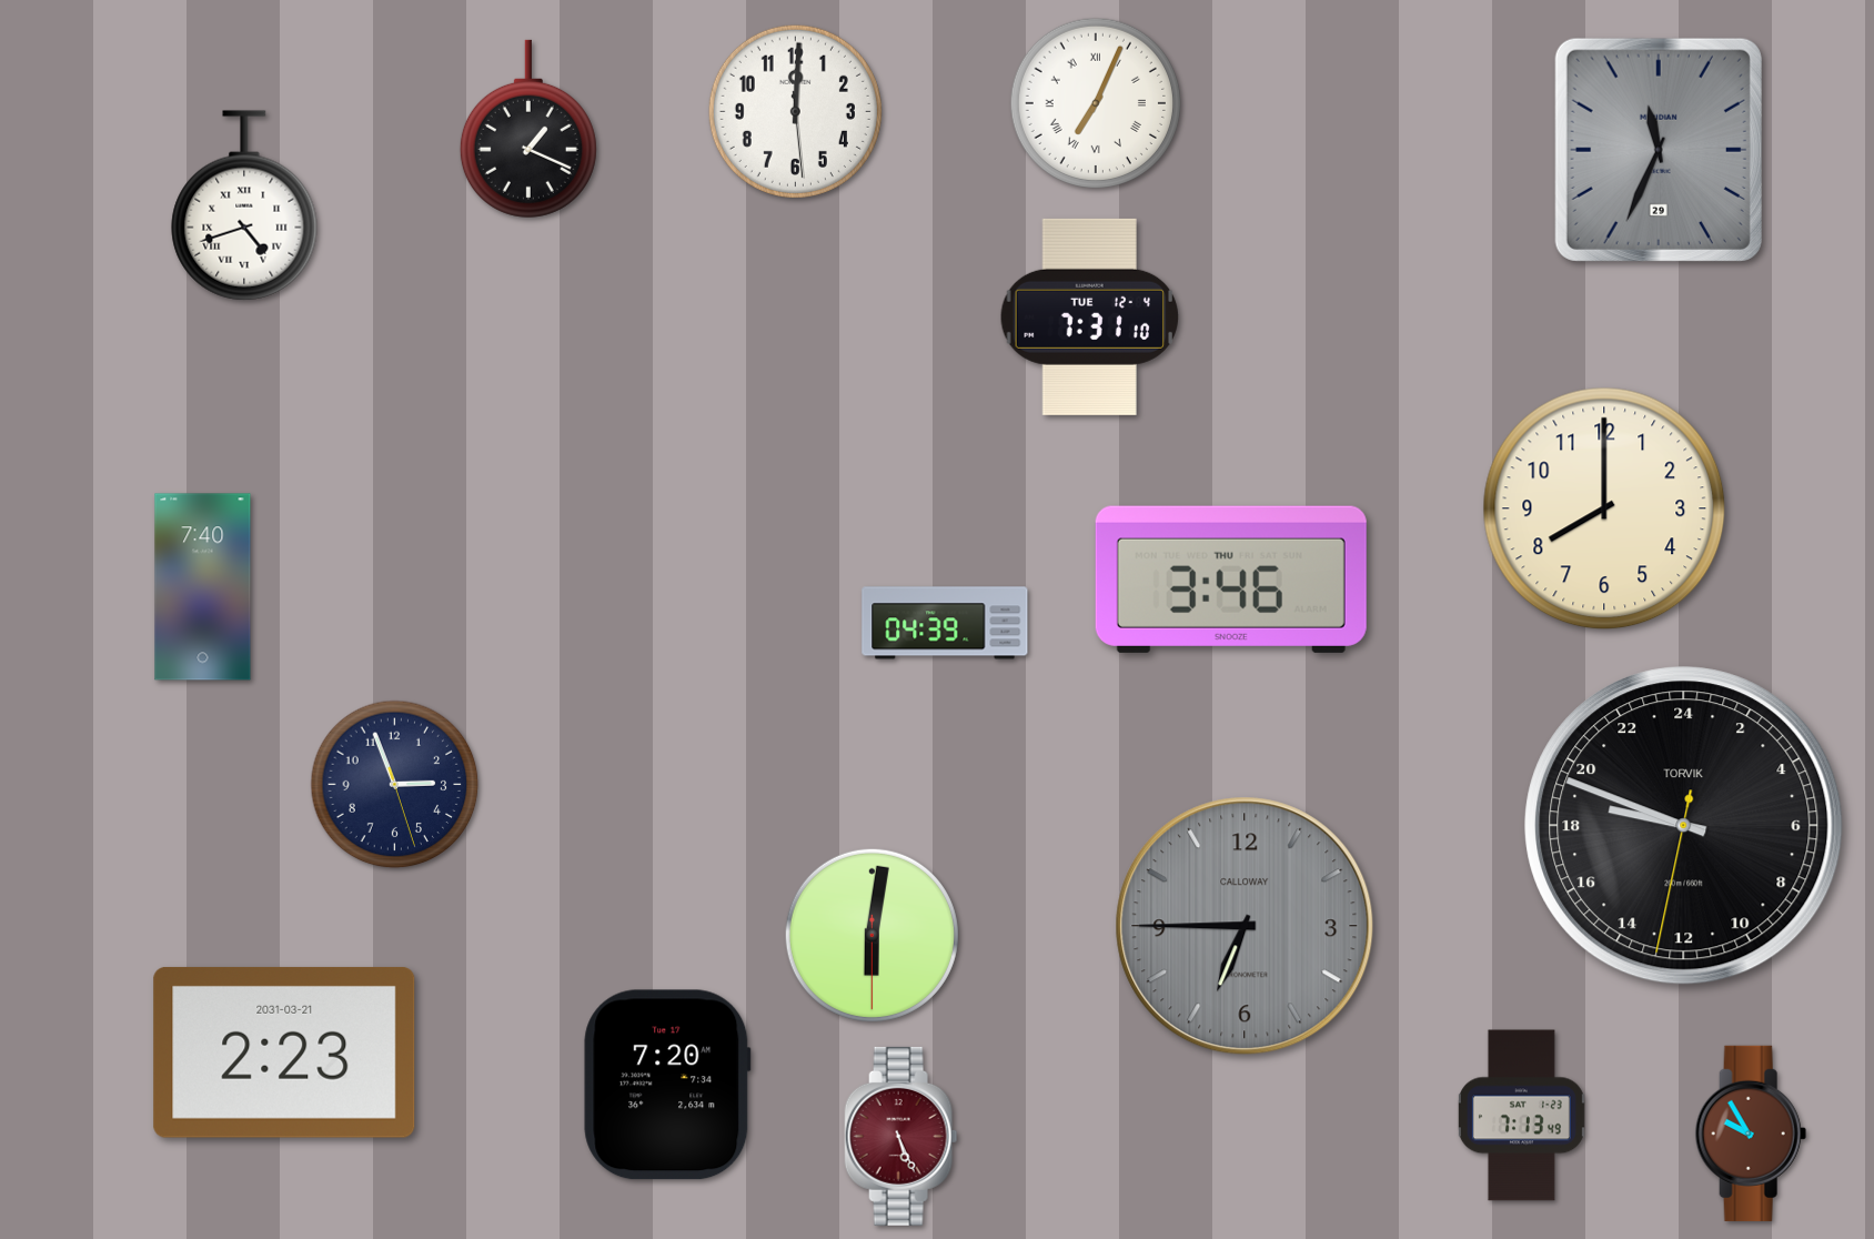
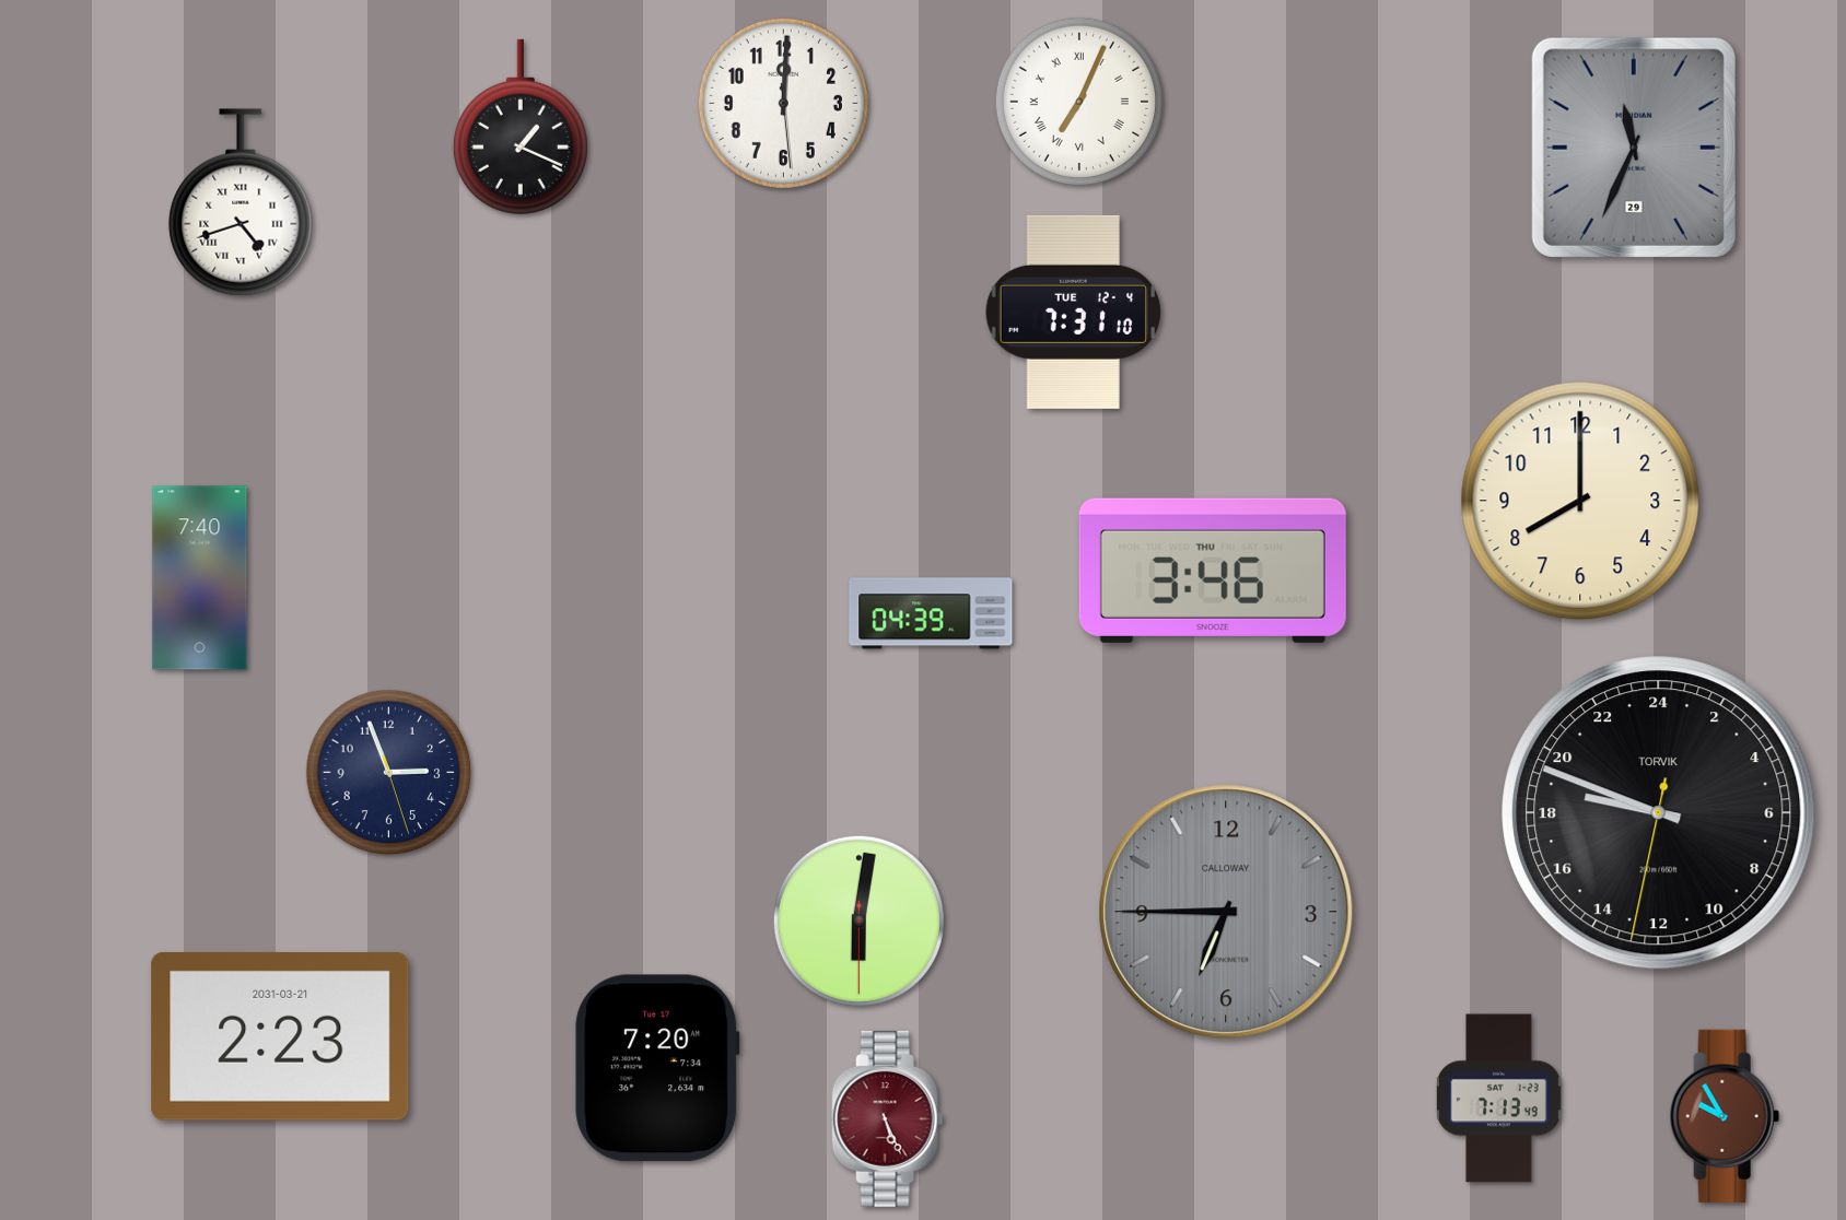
clock at (795, 111) position: (795, 111) -> (783, 103)
